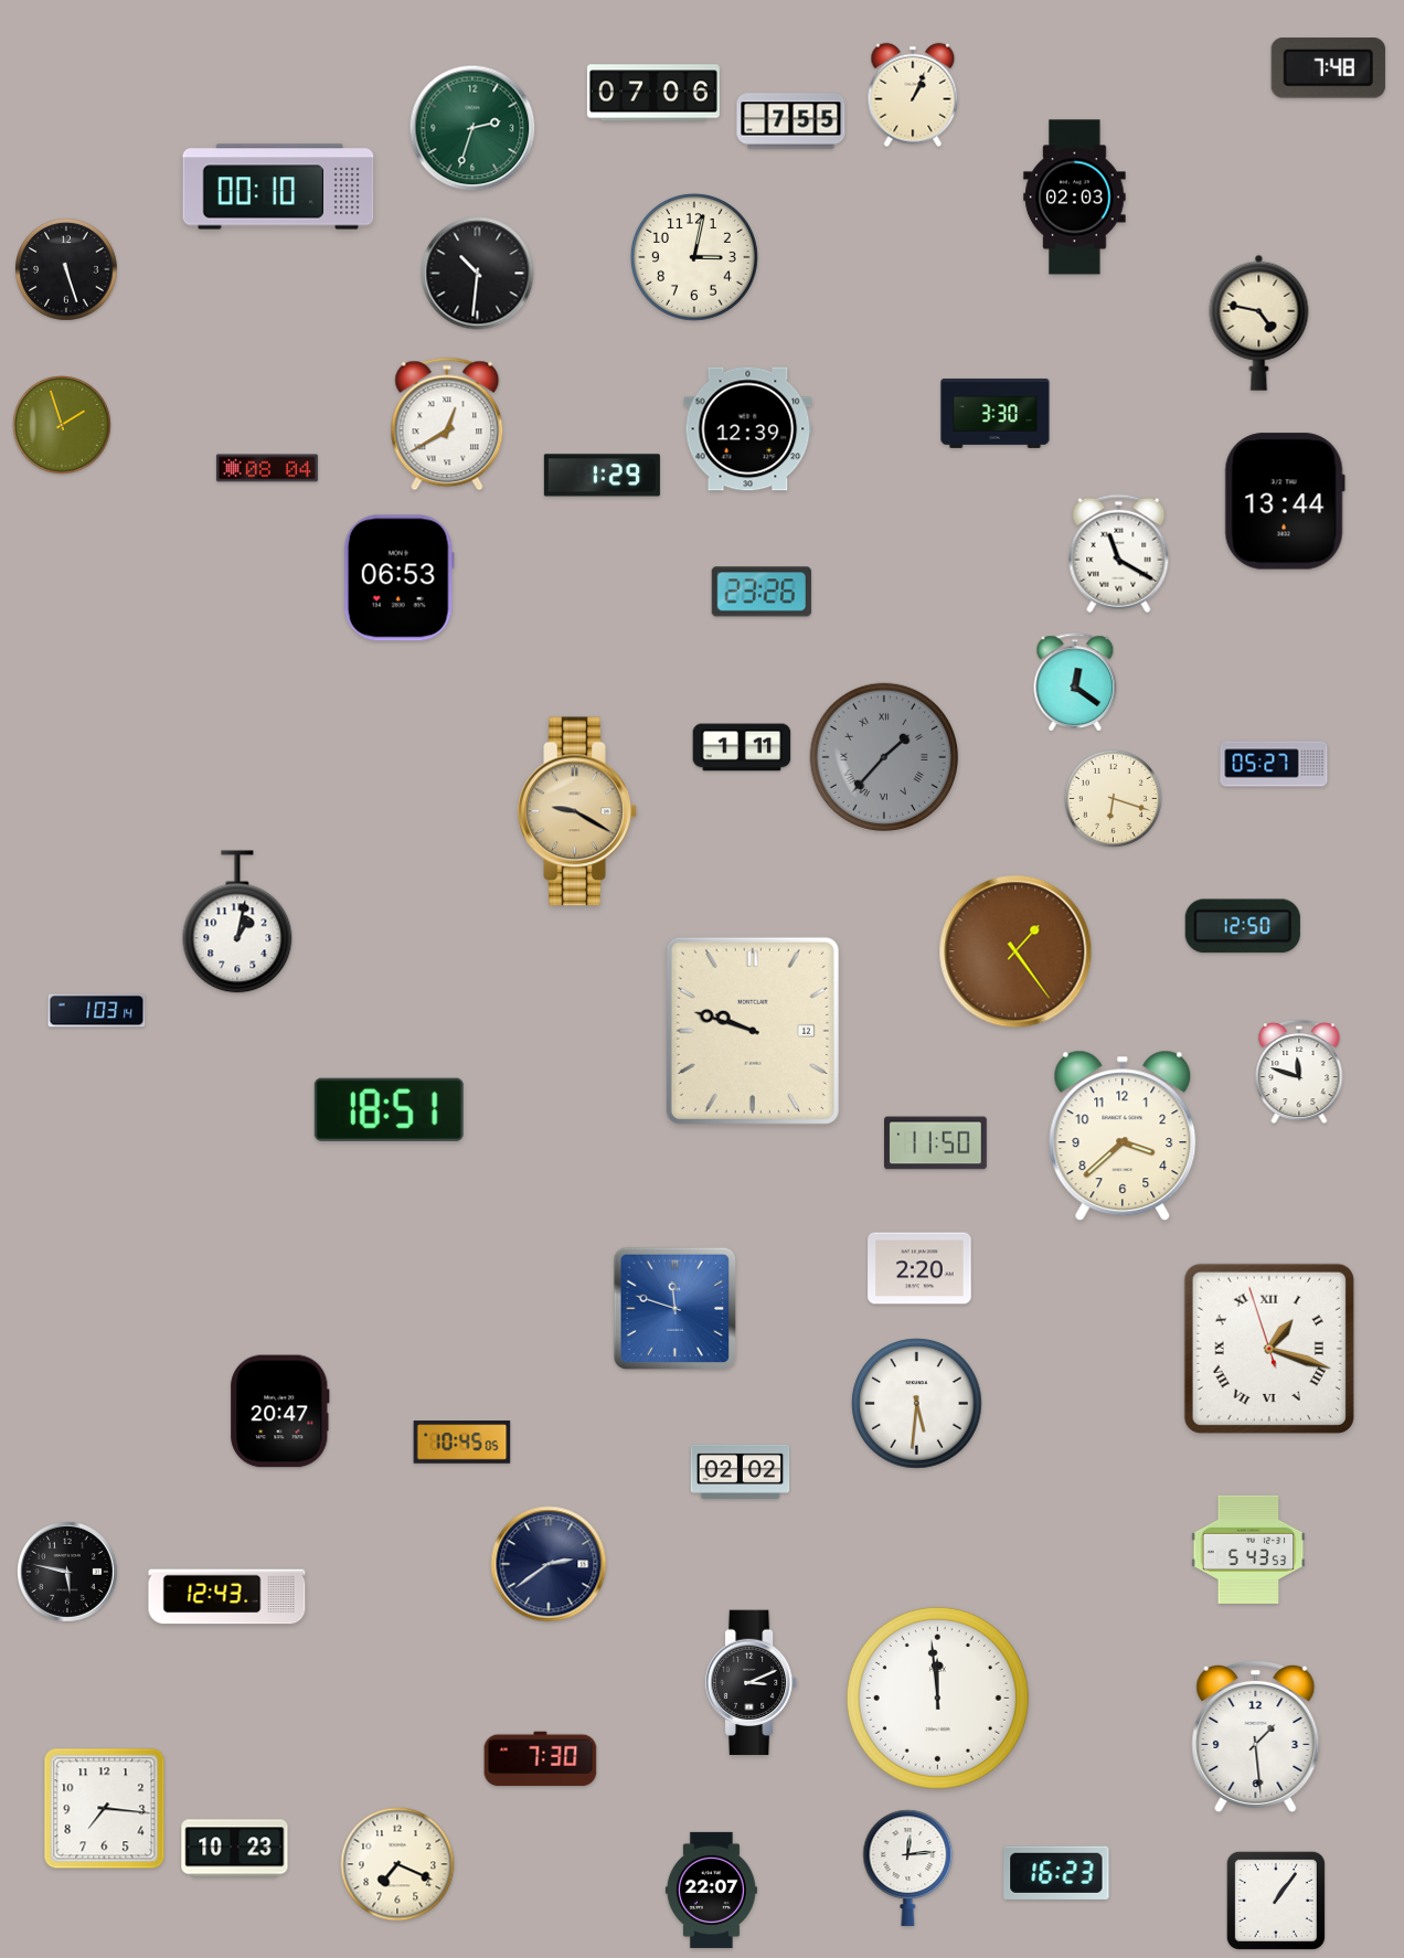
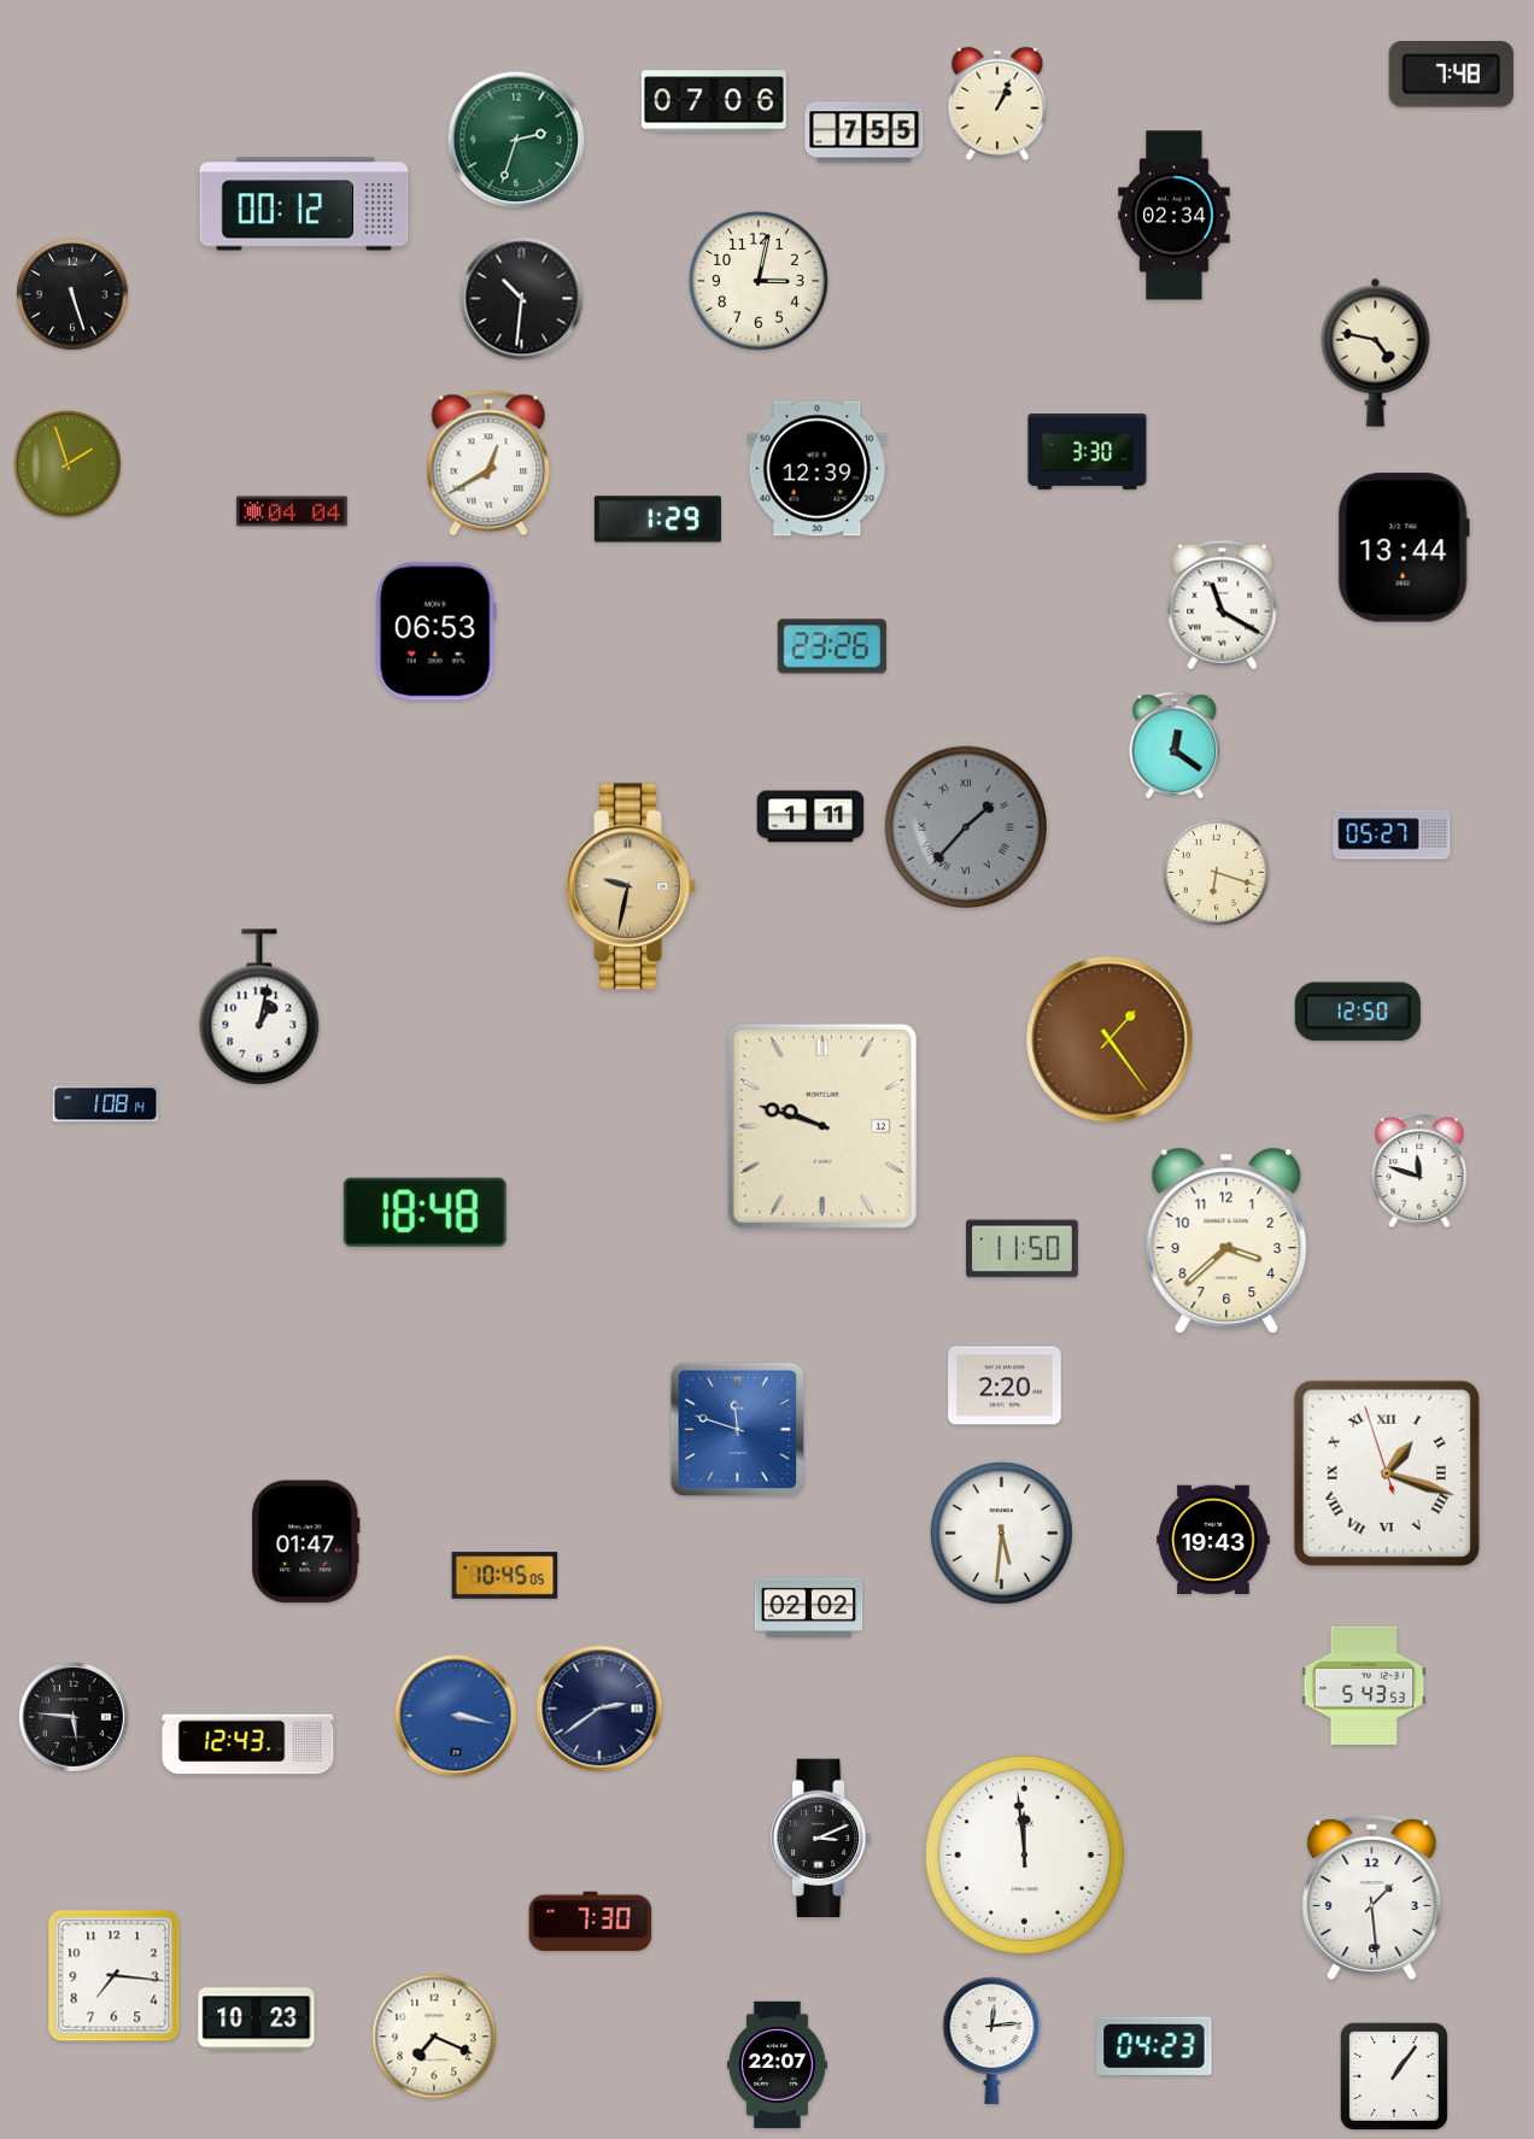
clock at (278, 187): 00:10 -> 00:12
clock at (1075, 198): 02:03 -> 02:34
clock at (267, 468): 08:04 -> 04:04
clock at (577, 811): 9:20 -> 9:32
clock at (97, 1011): 1:03 -> 1:08
clock at (389, 1109): 18:51 -> 18:48
clock at (1213, 1540): none -> 19:43
clock at (280, 1412): 20:47 -> 01:47
clock at (1248, 1550) position: (1248, 1550) -> (1364, 1686)
clock at (456, 1716): none -> 3:17
clock at (67, 1572): 5:47 -> 5:46
clock at (1056, 1873): 16:23 -> 04:23
